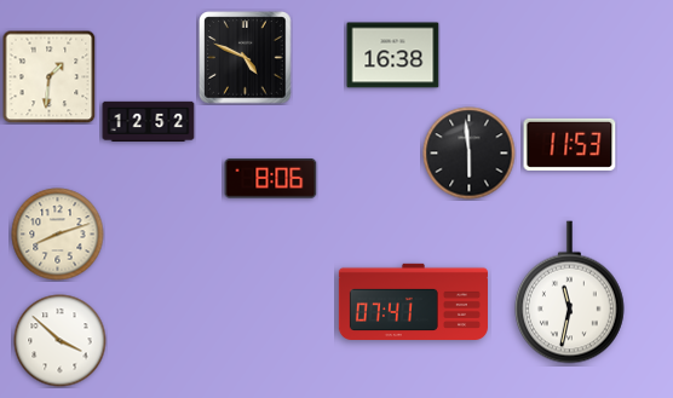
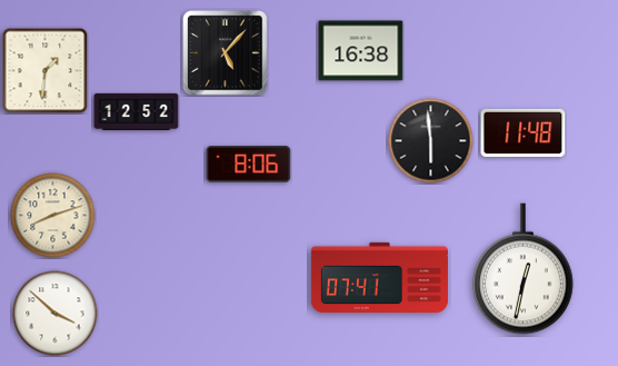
clock at (246, 58): 4:49 -> 5:07
clock at (570, 144): 11:53 -> 11:48
clock at (569, 293): 11:32 -> 12:32
